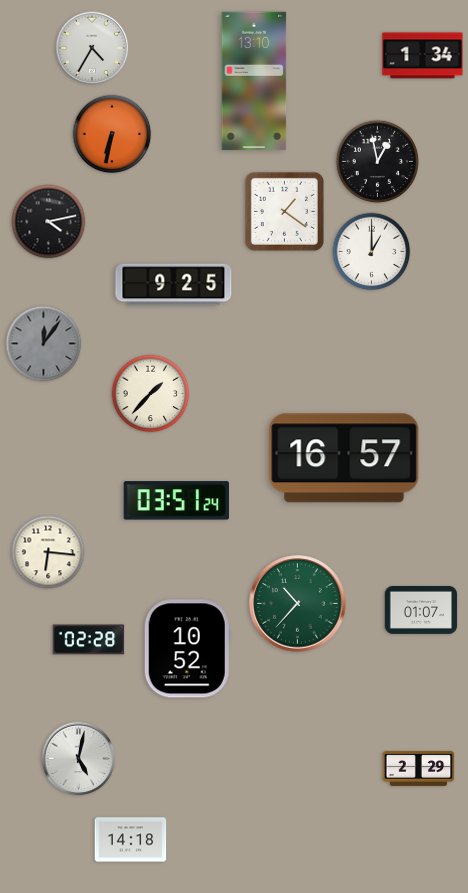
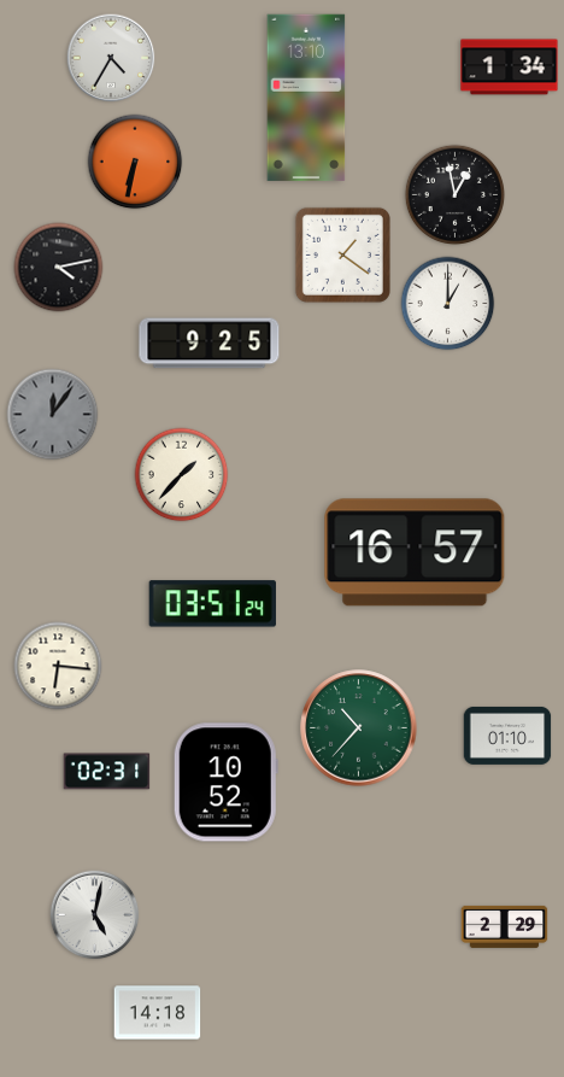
clock at (421, 610): 01:07 -> 01:10
clock at (89, 640): 02:28 -> 02:31
